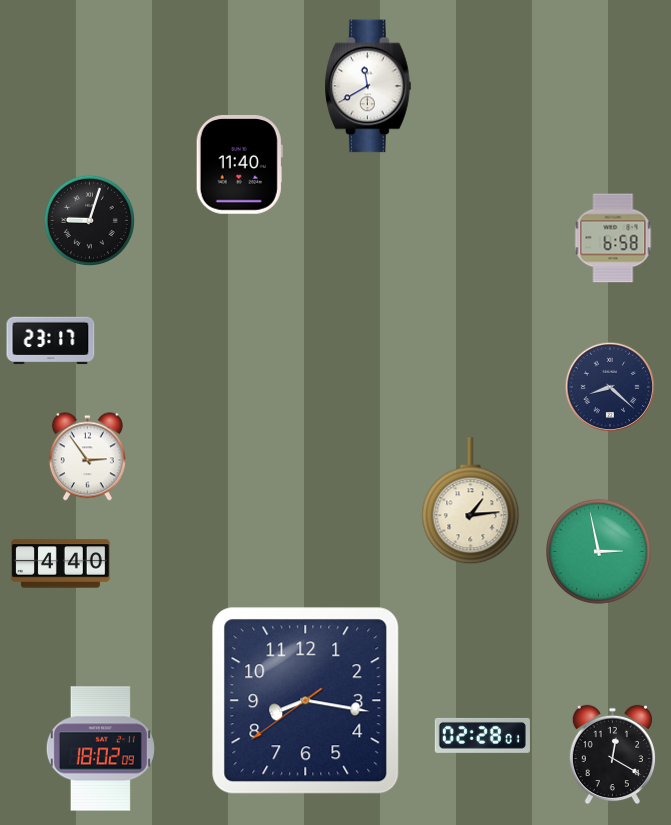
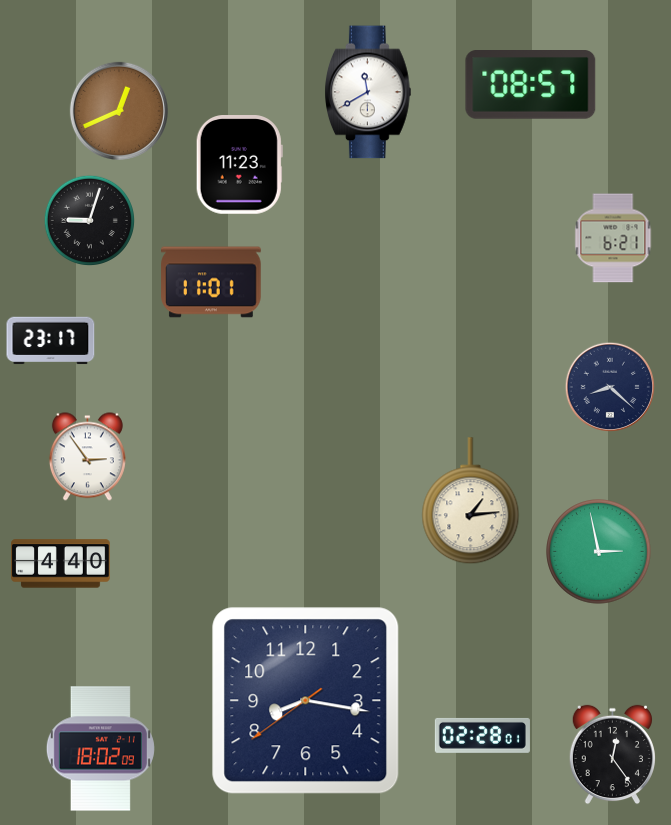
clock at (531, 85): none -> 08:57
clock at (369, 86) position: (369, 86) -> (369, 92)
clock at (119, 111): none -> 12:41
clock at (239, 165): 11:40 -> 11:23
clock at (613, 238): 6:58 -> 6:21
clock at (211, 282): none -> 11:01
clock at (612, 755): 12:20 -> 12:24
